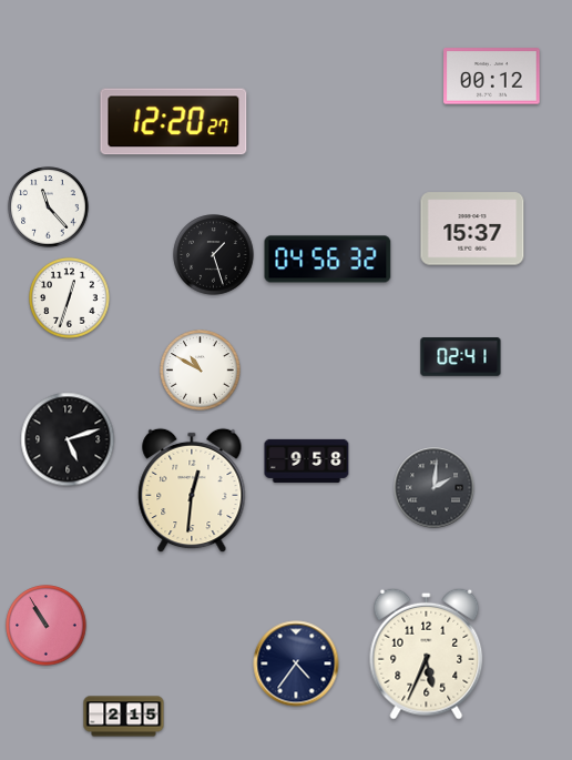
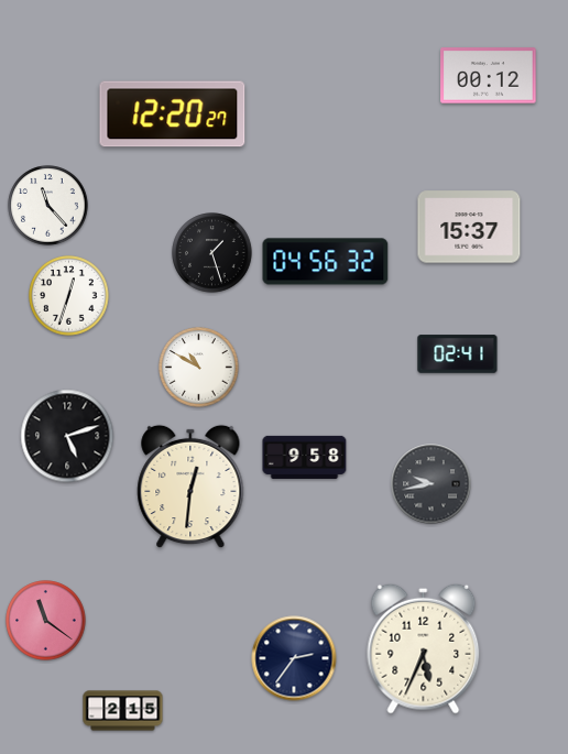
clock at (174, 122) position: (174, 122) -> (173, 114)
clock at (328, 260) position: (328, 260) -> (326, 262)
clock at (435, 488): 2:01 -> 9:43
clock at (47, 626): 10:55 -> 11:21
clock at (296, 663): 4:36 -> 2:36
